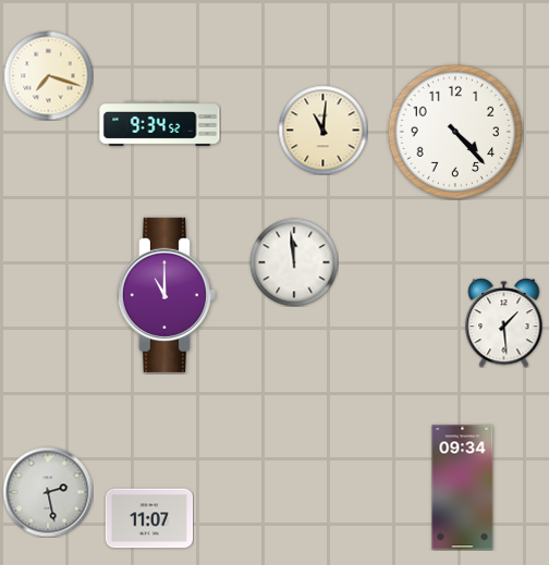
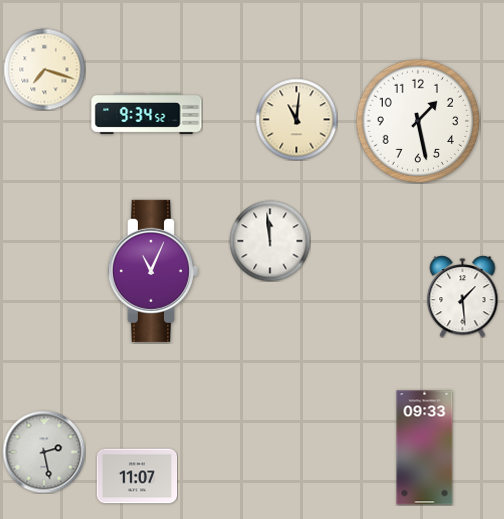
clock at (455, 132): 4:23 -> 1:28
clock at (167, 295): 11:00 -> 11:04
clock at (463, 488): 09:34 -> 09:33
